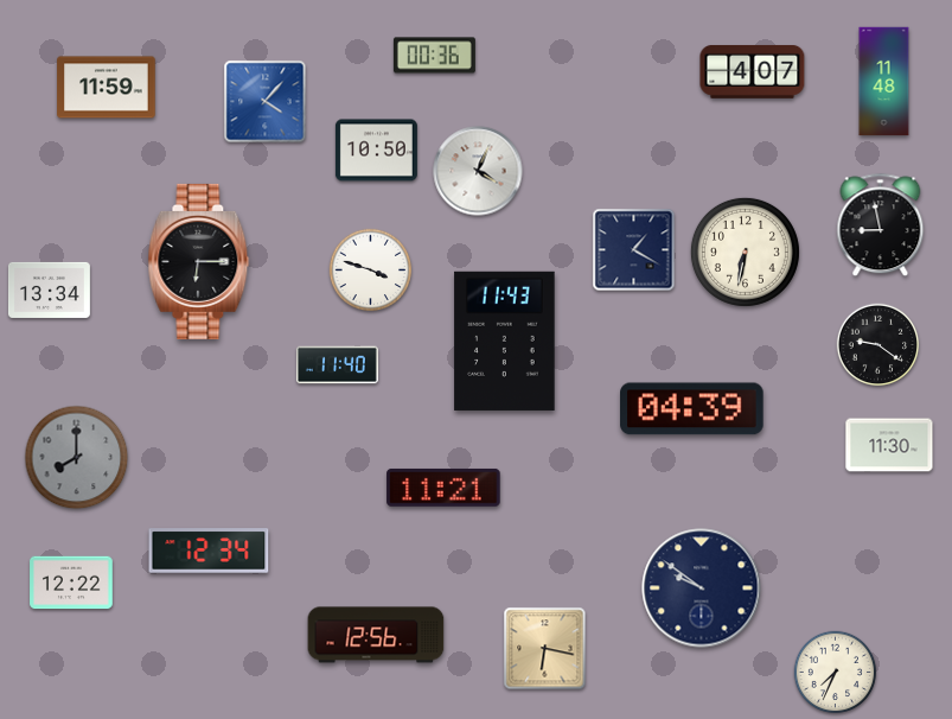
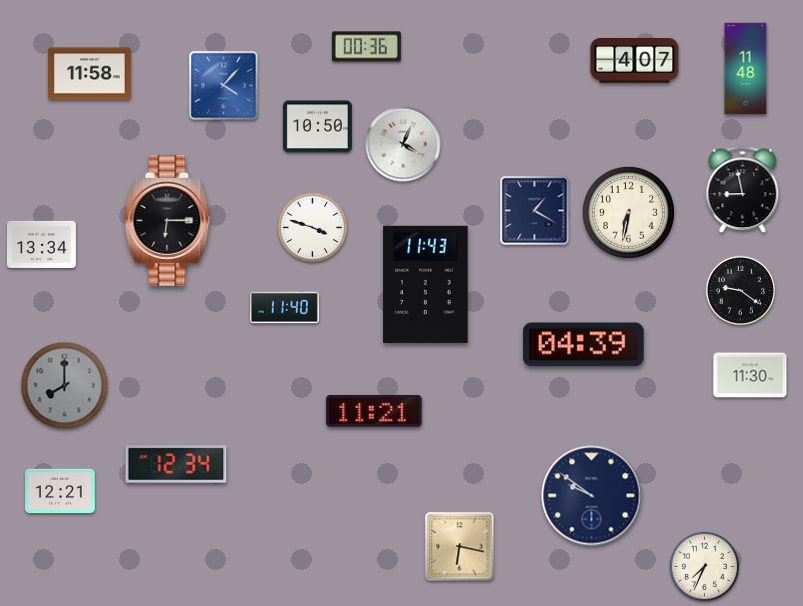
clock at (107, 88): 11:59 -> 11:58
clock at (505, 341) position: (505, 341) -> (426, 284)
clock at (71, 583): 12:22 -> 12:21
clock at (376, 635): 12:56 -> none
